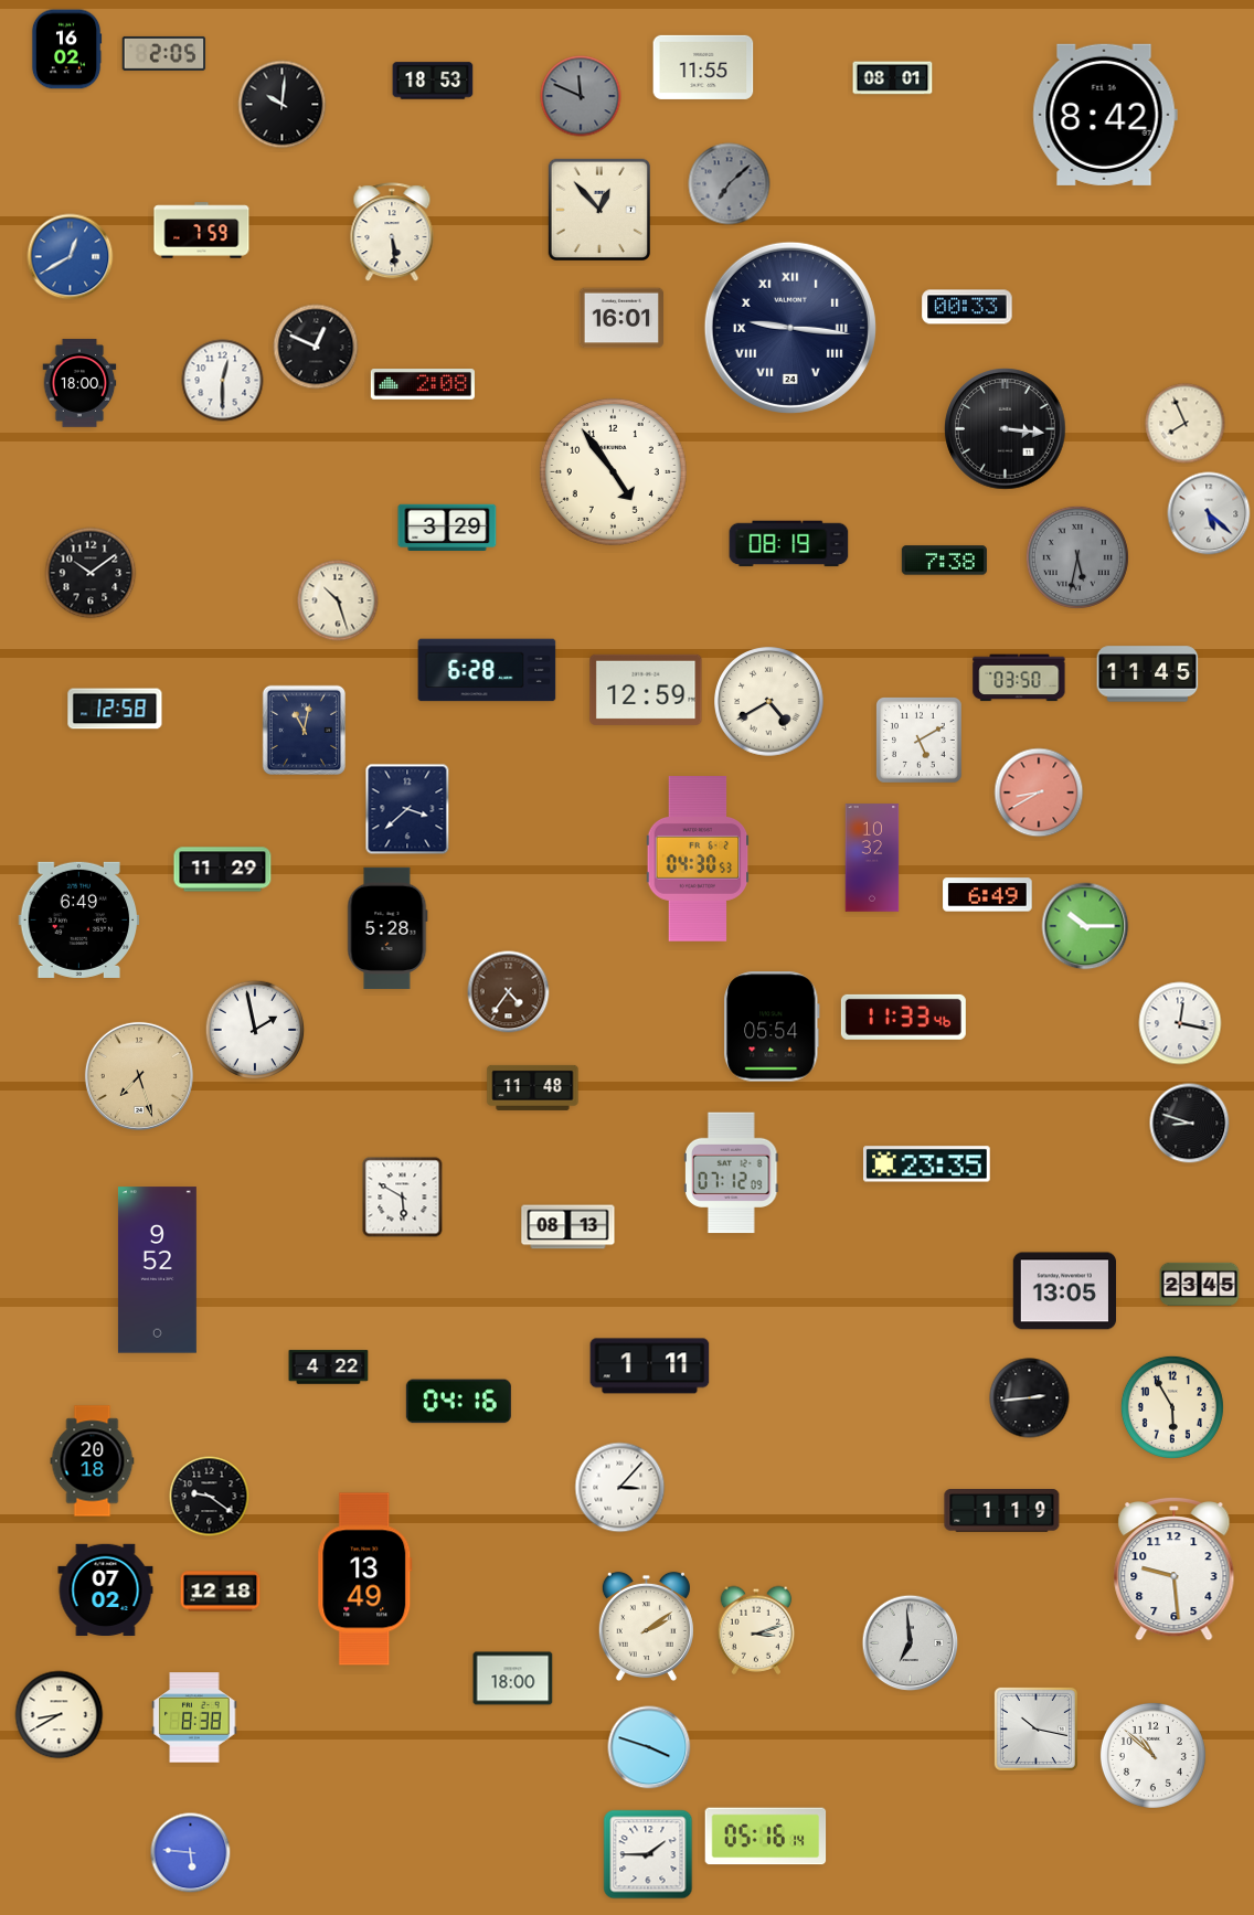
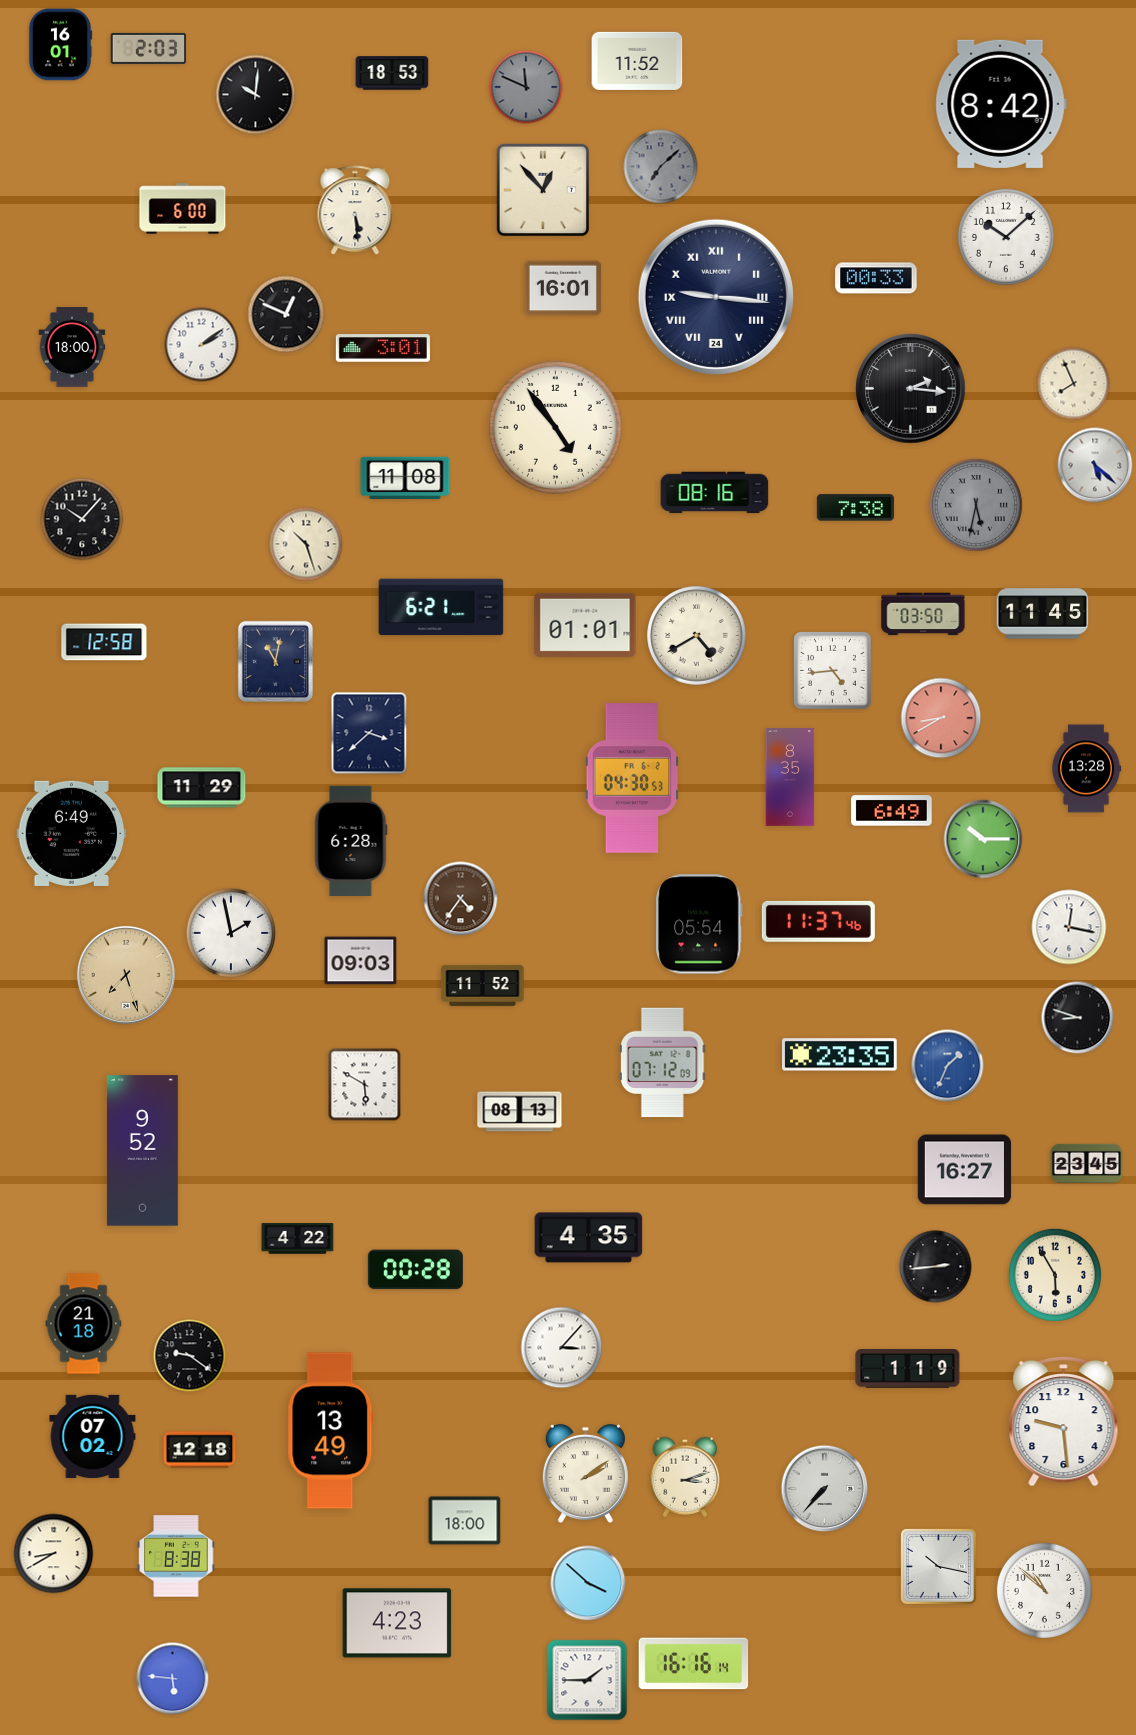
clock at (66, 50): 16:02 -> 16:01
clock at (164, 53): 2:05 -> 2:03
clock at (703, 67): 11:55 -> 11:52
clock at (893, 78): 08:01 -> none
clock at (202, 231): 7:59 -> 6:00
clock at (71, 257): 12:40 -> none
clock at (1006, 237): none -> 10:08
clock at (223, 381): 12:30 -> 2:09
clock at (423, 384): 2:08 -> 3:01
clock at (1006, 429): 3:16 -> 2:16
clock at (447, 526): 3:29 -> 11:08
clock at (789, 544): 08:19 -> 08:16
clock at (91, 573): 10:09 -> 10:07
clock at (487, 670): 6:28 -> 6:21
clock at (1148, 674) position: (1148, 674) -> (1043, 614)
clock at (646, 690): 12:59 -> 01:01
clock at (920, 741): 5:10 -> 4:44
clock at (1086, 769): none -> 13:28
clock at (872, 858): 10:32 -> 8:35
clock at (988, 895) position: (988, 895) -> (892, 811)
clock at (387, 928): 5:28 -> 6:28
clock at (903, 1017): 11:33 -> 11:37
clock at (772, 1026) position: (772, 1026) -> (699, 924)
clock at (361, 961): none -> 09:03
clock at (533, 1087): 11:48 -> 11:52
clock at (948, 1066): none -> 1:34
clock at (568, 1227) position: (568, 1227) -> (520, 1112)
clock at (1064, 1291): 13:05 -> 16:27
clock at (650, 1366): 1:11 -> 4:35
clock at (1030, 1398) position: (1030, 1398) -> (936, 1267)
clock at (458, 1402): 04:16 -> 00:28
clock at (1172, 1407) position: (1172, 1407) -> (1055, 1275)
clock at (93, 1461): 20:18 -> 21:18
clock at (106, 1589) position: (106, 1589) -> (93, 1436)
clock at (221, 1592) position: (221, 1592) -> (200, 1450)
clock at (911, 1643): 6:59 -> 7:37
clock at (649, 1747): 3:48 -> 3:52
clock at (397, 1623): none -> 4:23
clock at (766, 1837): 05:16 -> 16:16
